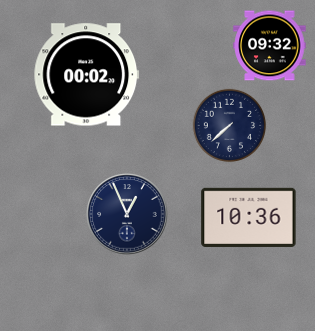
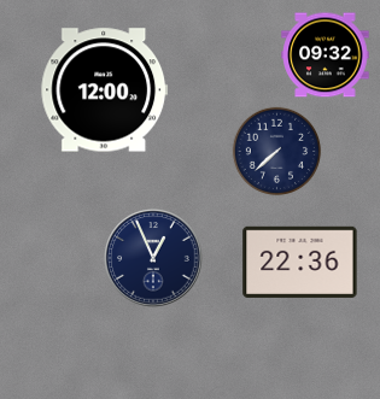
clock at (87, 75): 00:02 -> 12:00
clock at (249, 217): 10:36 -> 22:36
